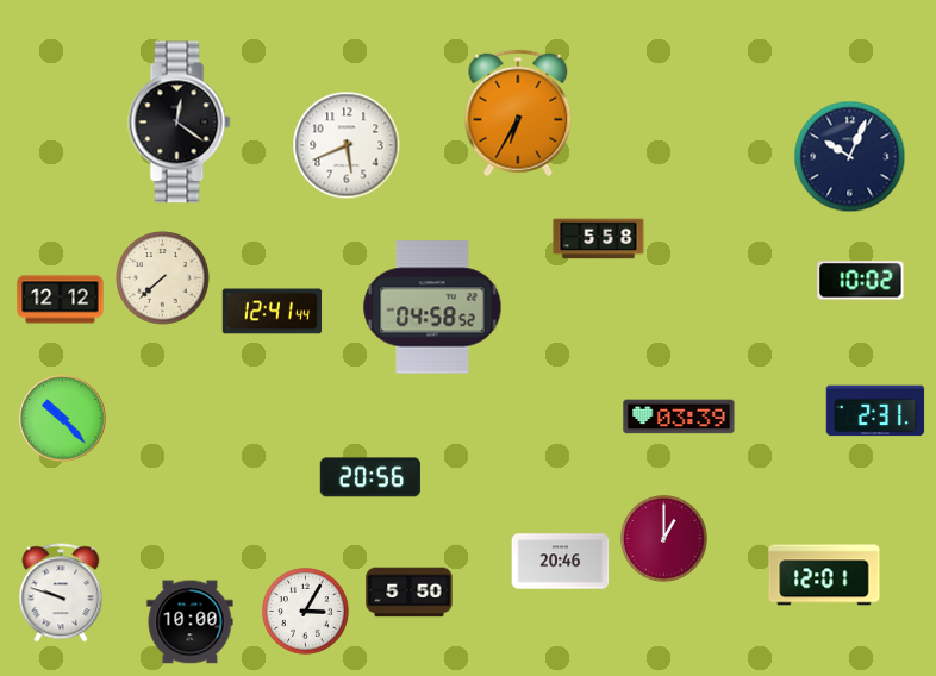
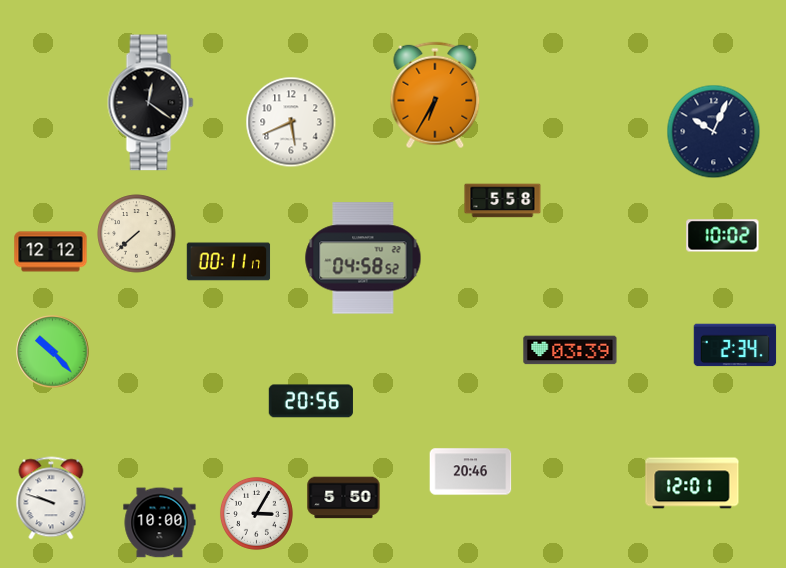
clock at (273, 312): 12:41 -> 00:11
clock at (875, 411): 2:31 -> 2:34
clock at (664, 539): 1:00 -> none
